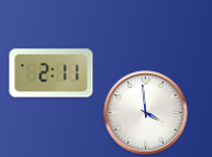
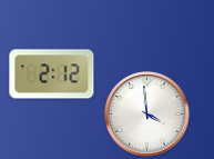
clock at (52, 74): 2:11 -> 2:12
